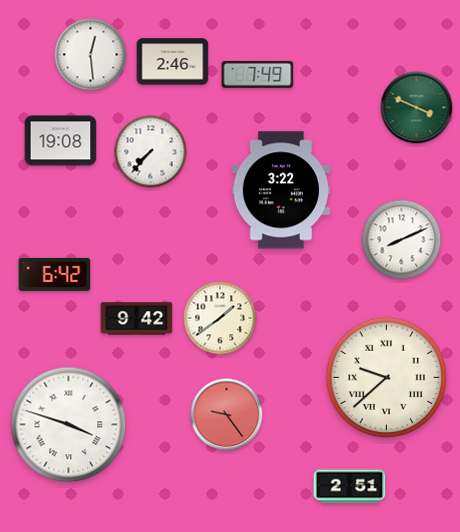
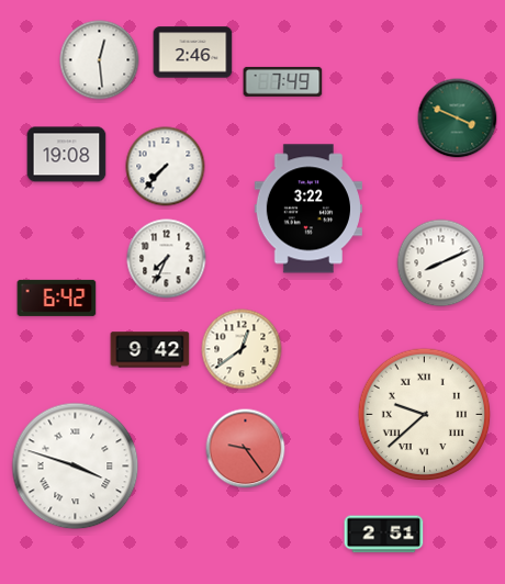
clock at (173, 62) position: (173, 62) -> (193, 53)
clock at (167, 259): none -> 7:34
clock at (55, 274) position: (55, 274) -> (57, 297)
clock at (220, 318): 1:39 -> 12:39
clock at (227, 415) position: (227, 415) -> (246, 449)
